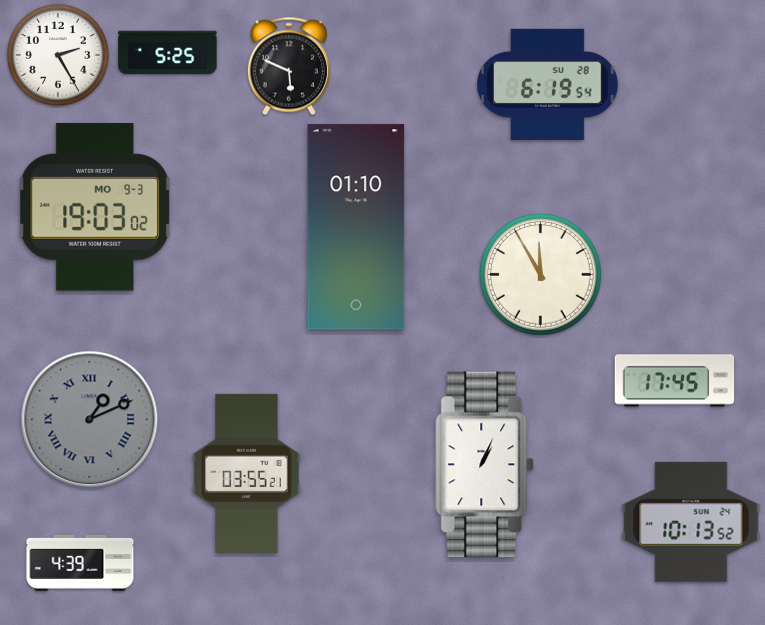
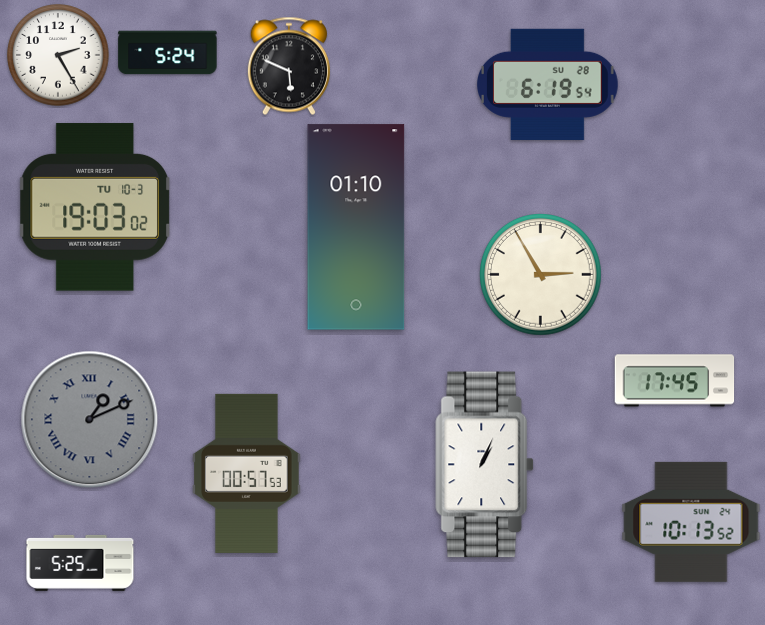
clock at (168, 53): 5:25 -> 5:24
clock at (95, 207) date: MO 9-3 -> TU 10-3
clock at (541, 275): 11:55 -> 2:55
clock at (247, 473): 03:55 -> 00:57
clock at (80, 563): 4:39 -> 5:25
